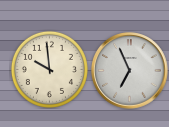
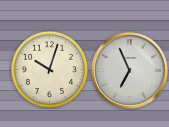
clock at (49, 69): 9:59 -> 10:03
